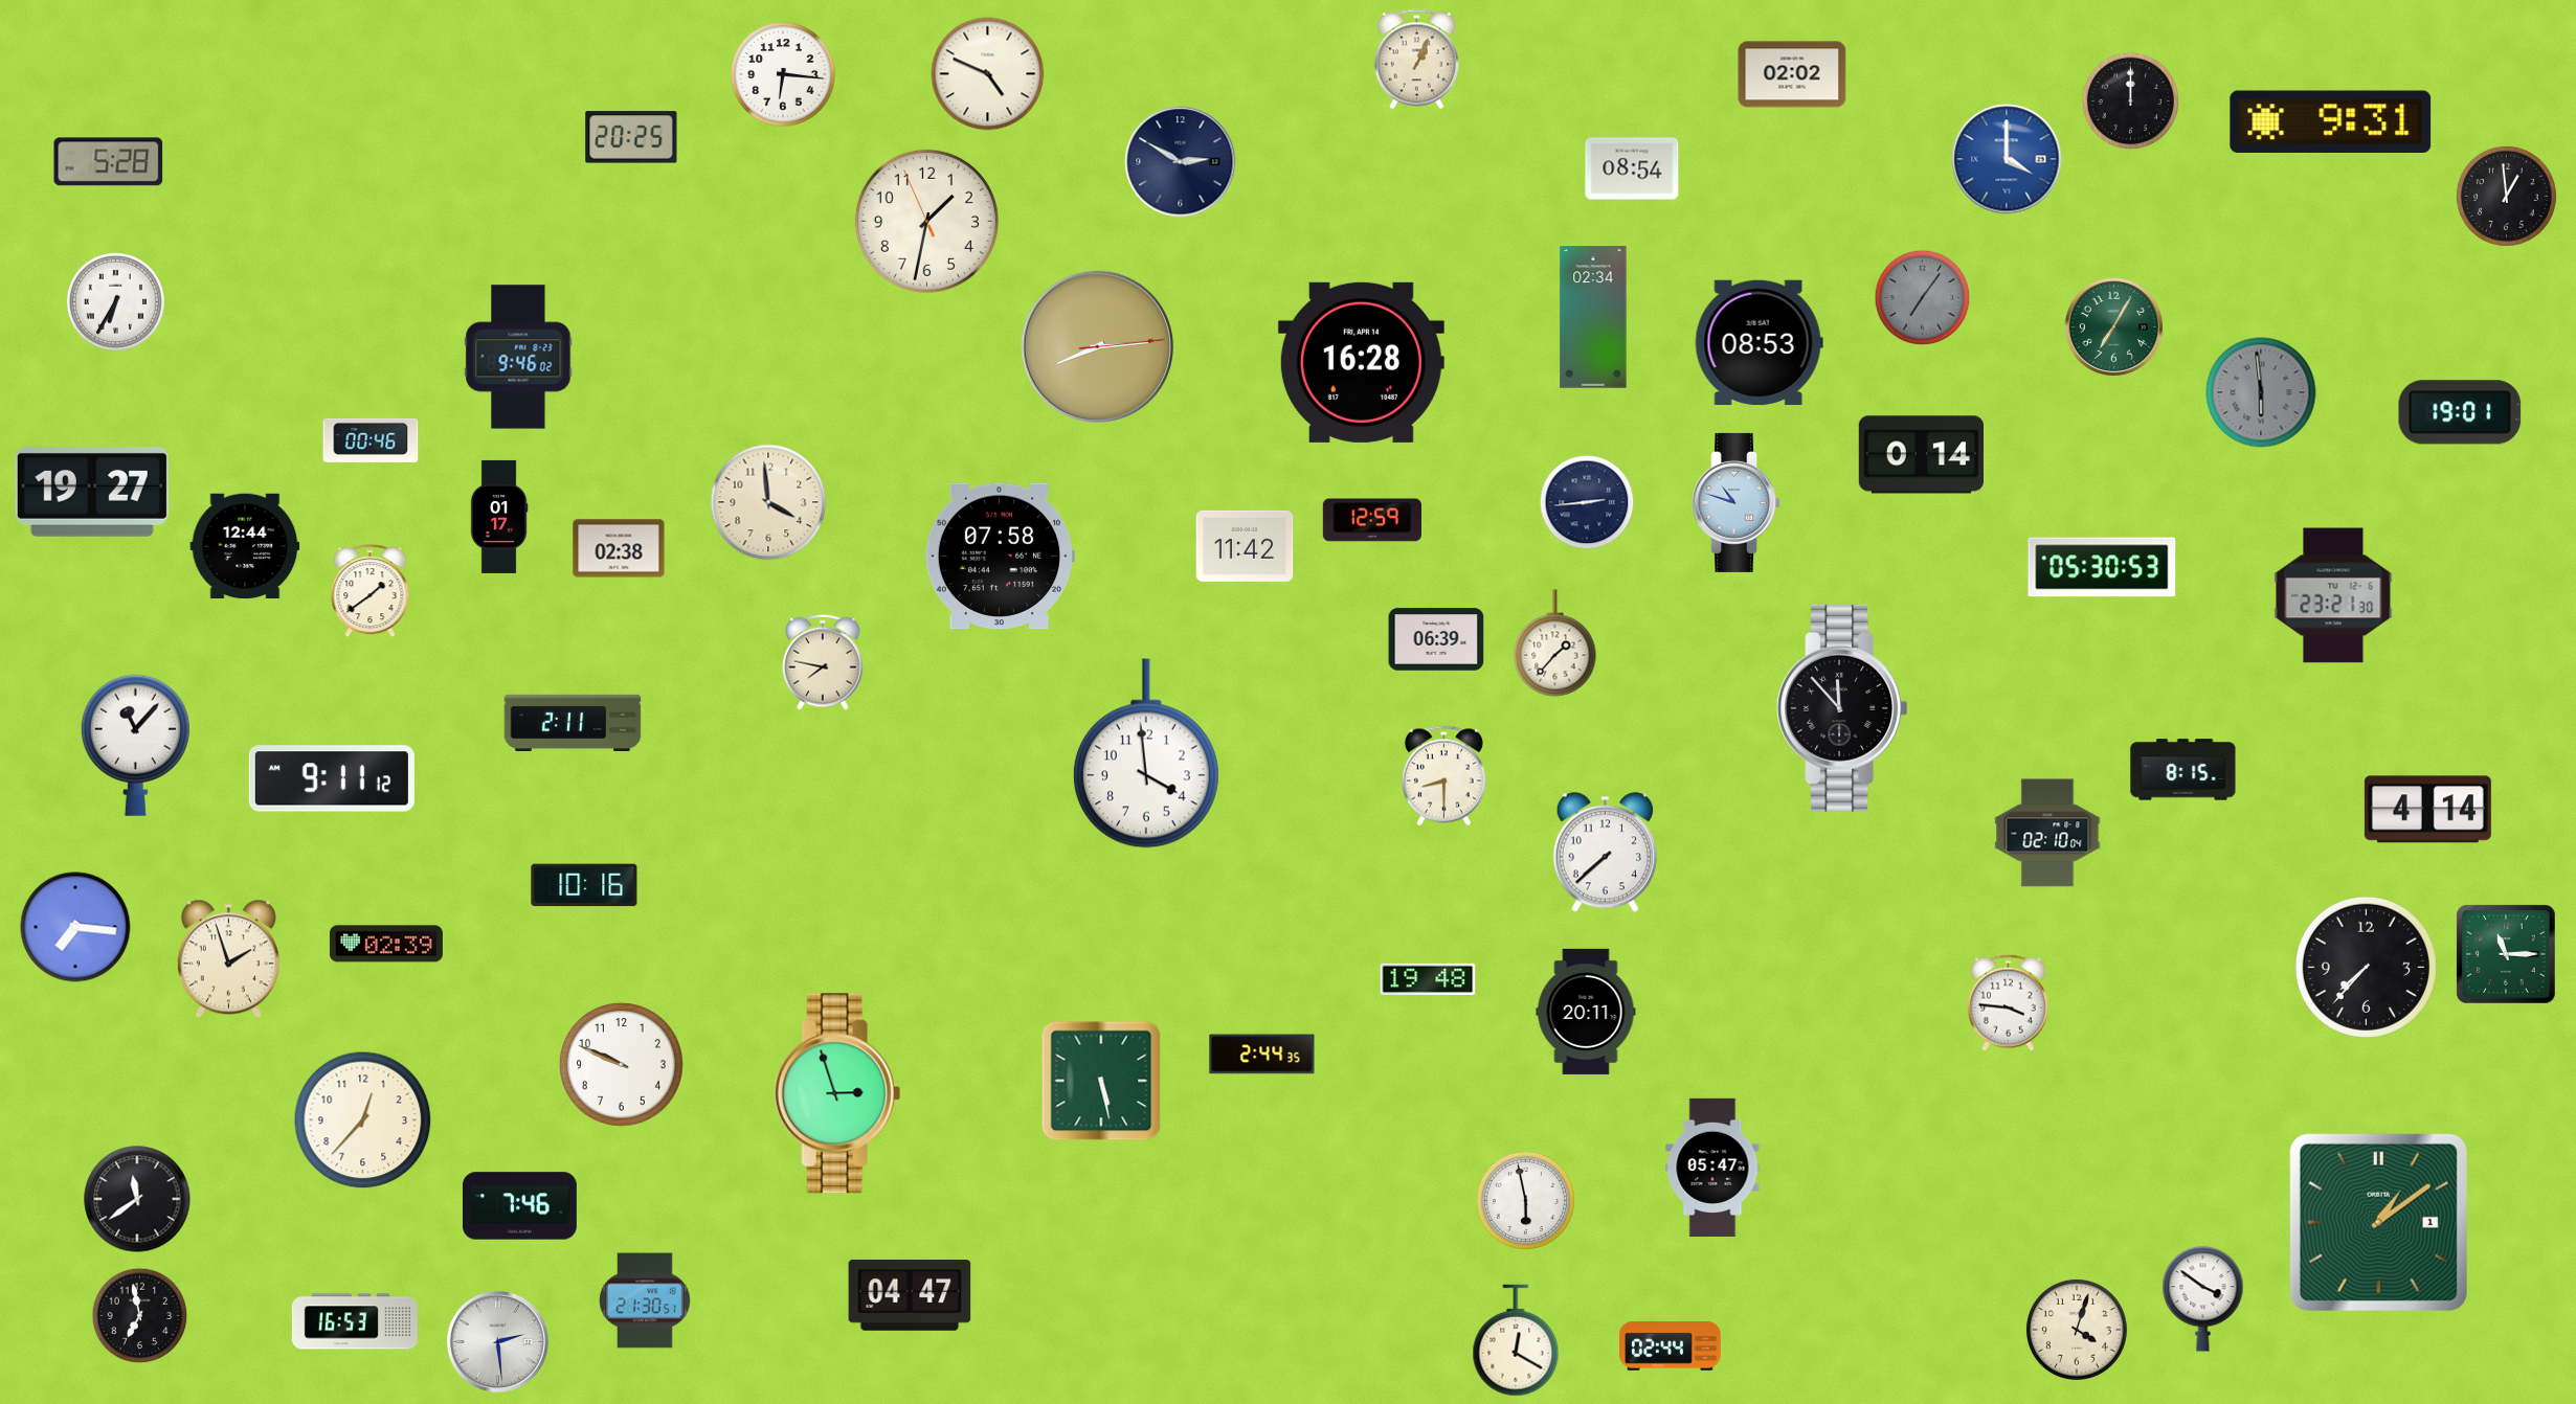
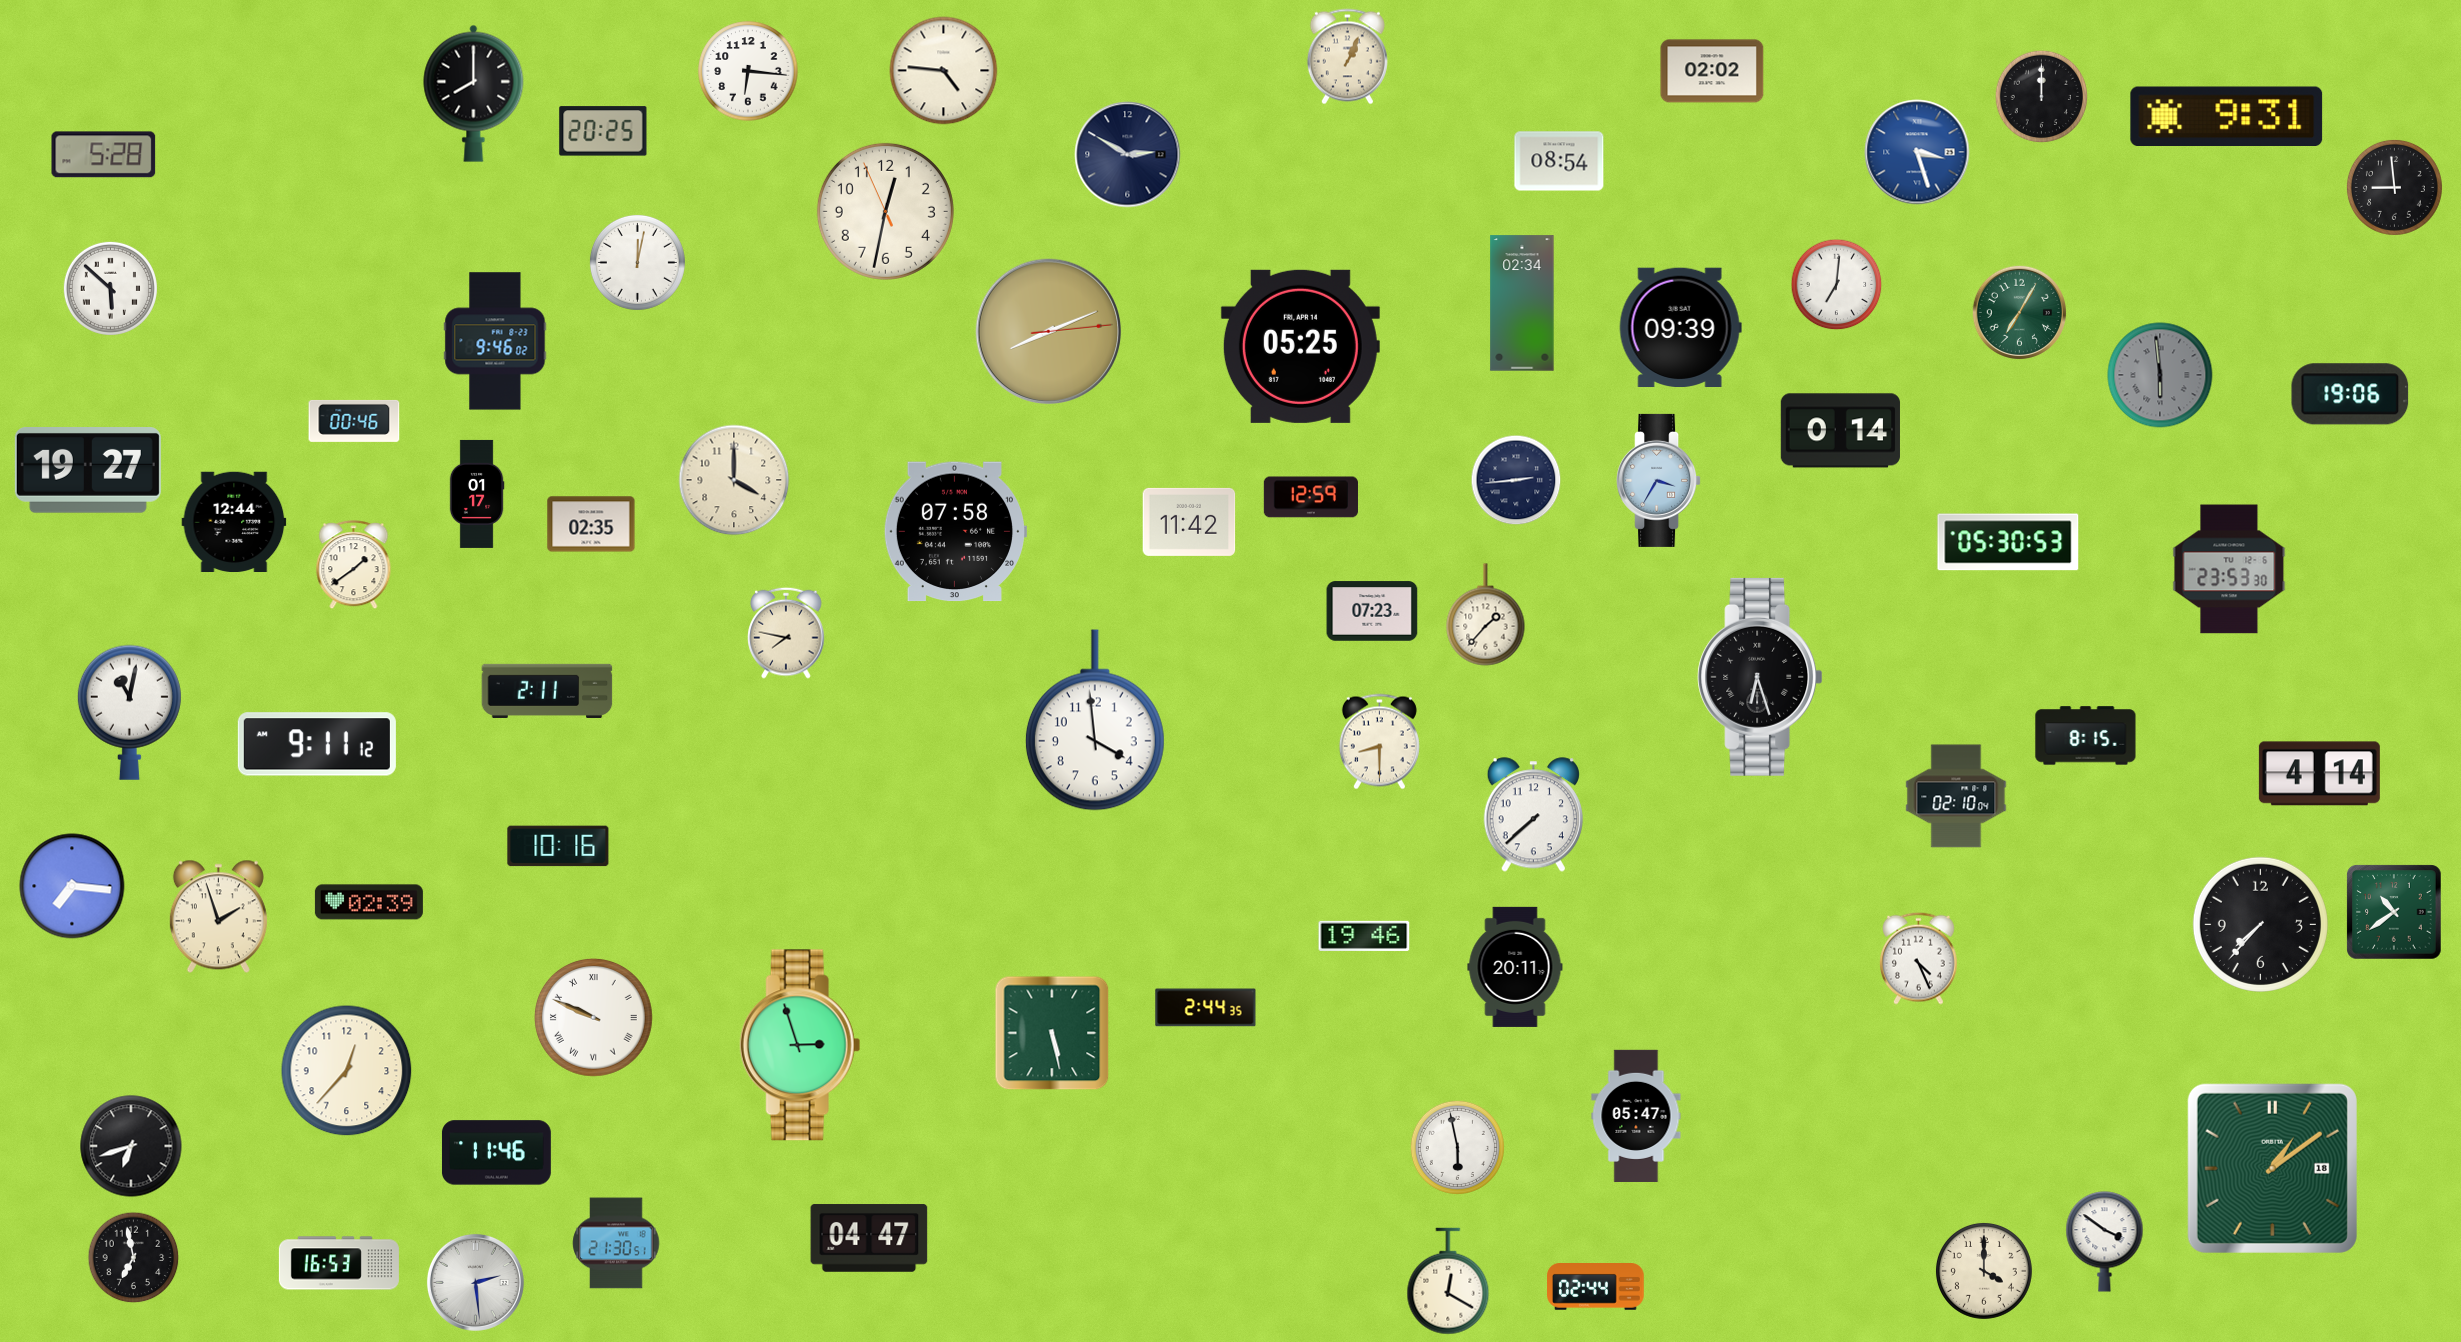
clock at (1416, 60) position: (1416, 60) -> (1347, 57)
clock at (988, 74): 4:49 -> 4:46
clock at (474, 93): none -> 8:00
clock at (2131, 101) position: (2131, 101) -> (2042, 97)
clock at (2007, 159): 4:00 -> 3:27
clock at (2506, 196): 12:59 -> 8:59
clock at (926, 221): 1:31 -> 12:31
clock at (637, 262): none -> 12:02
clock at (1923, 298): 7:06 -> 7:01
clock at (1923, 298) dial: grey -> white
clock at (115, 301): 6:35 -> 5:52
clock at (1759, 342): 08:53 -> 09:39
clock at (1098, 347): 8:14 -> 8:11
clock at (1361, 362): 16:28 -> 05:25
clock at (2460, 412): 19:01 -> 19:06
clock at (1921, 455) position: (1921, 455) -> (1840, 431)
clock at (768, 502): 3:59 -> 4:00
clock at (1737, 502): 10:48 -> 3:35
clock at (619, 548): 02:38 -> 02:35
clock at (2333, 595): 23:21 -> 23:53
clock at (1436, 639): 06:39 -> 07:23
clock at (1842, 708): 11:53 -> 6:27
clock at (135, 745): 11:07 -> 11:02
clock at (2506, 954): 11:15 -> 10:39
clock at (1428, 979): 19:48 -> 19:46
clock at (2009, 1002): 3:46 -> 4:26
clock at (622, 1065) numerals: Arabic -> Roman
clock at (137, 1199): 11:39 -> 6:42
clock at (519, 1206): 7:46 -> 11:46
clock at (2378, 1222) date: 1 -> 18
clock at (2077, 1330): 4:03 -> 4:00
